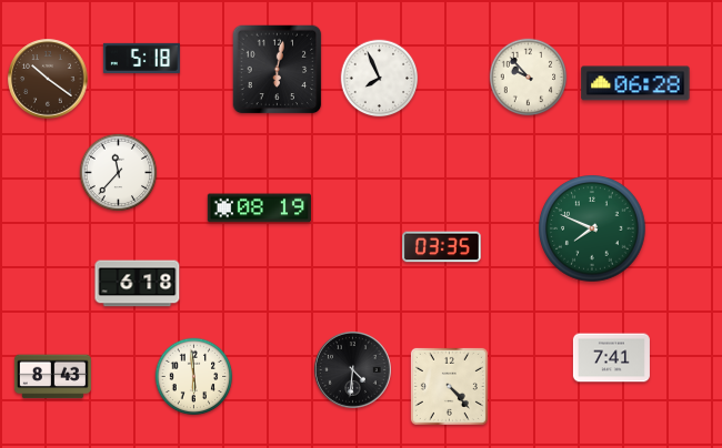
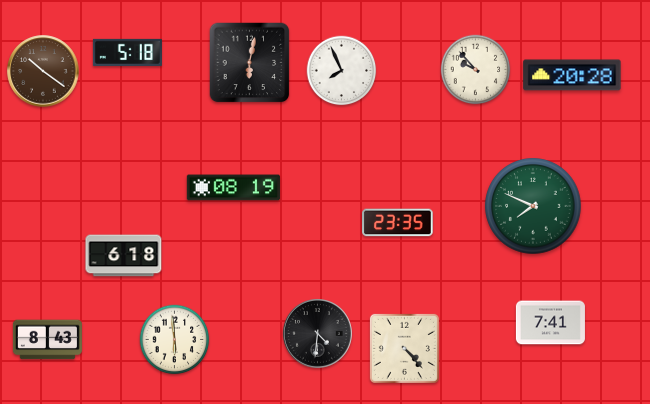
clock at (635, 83): 06:28 -> 20:28
clock at (119, 173): 11:37 -> none
clock at (442, 247): 03:35 -> 23:35
